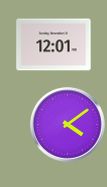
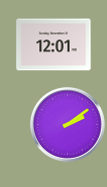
clock at (68, 125): 4:09 -> 2:09
